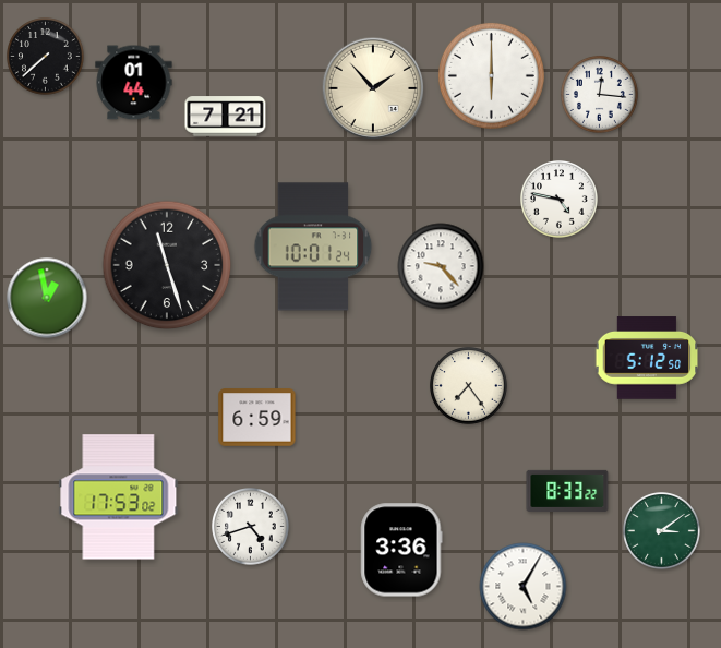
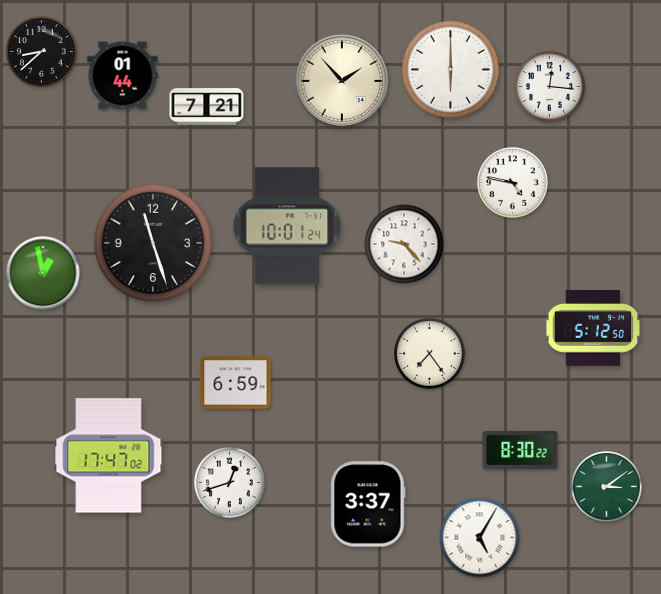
clock at (46, 57): 7:38 -> 8:38
clock at (567, 491): 8:33 -> 8:30
clock at (119, 497): 17:53 -> 17:47
clock at (251, 527): 4:42 -> 12:42
clock at (401, 550): 3:36 -> 3:37
